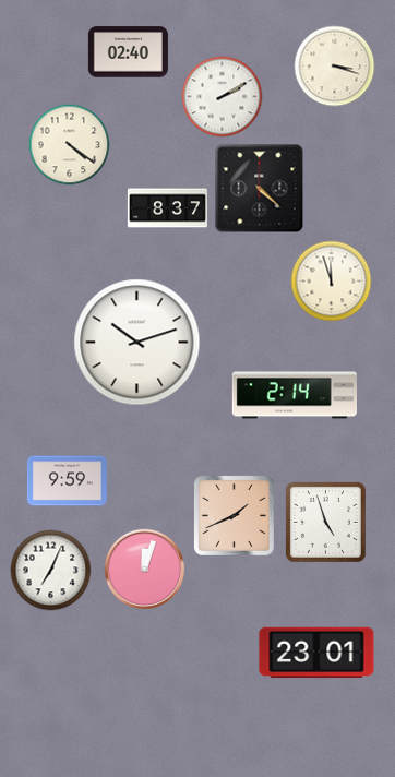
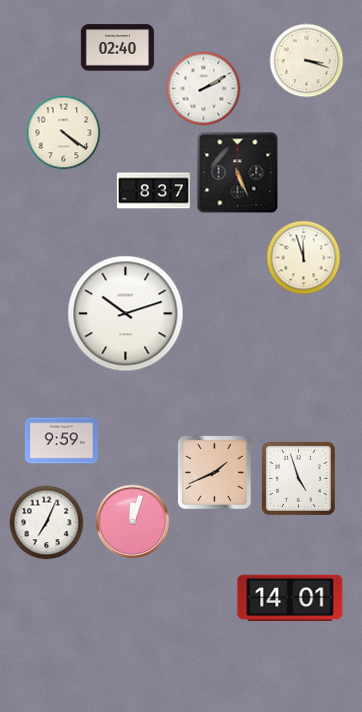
clock at (260, 189): 4:22 -> 5:26
clock at (295, 395): 2:14 -> none
clock at (316, 653): 23:01 -> 14:01
